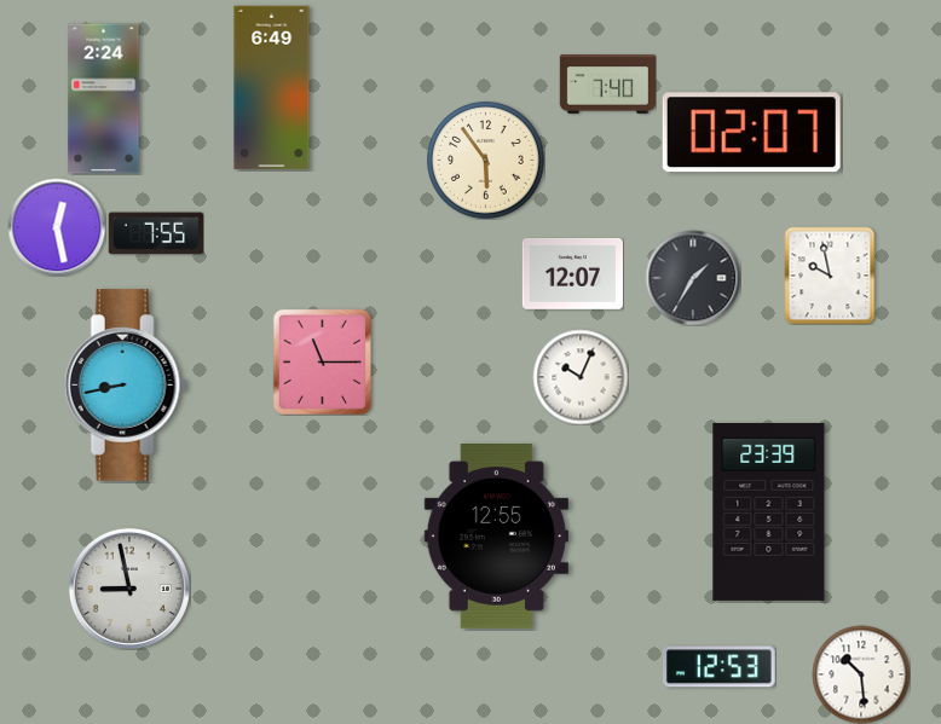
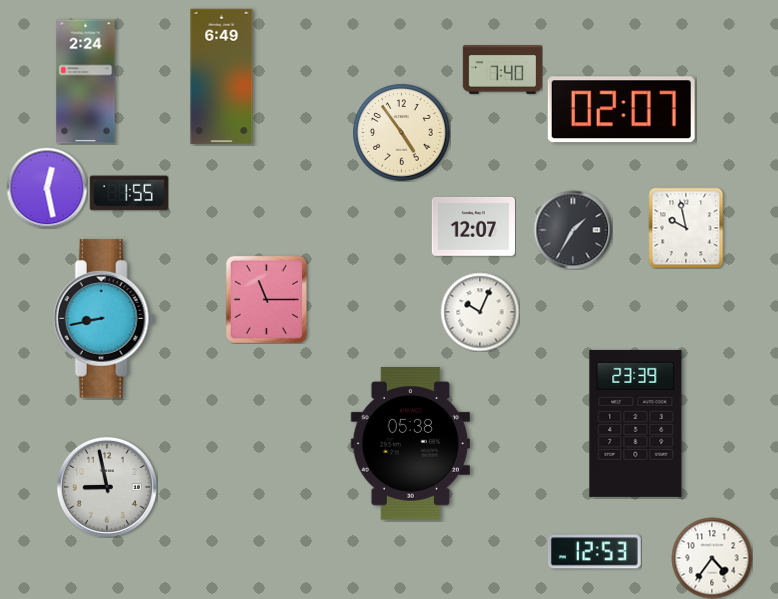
clock at (272, 88) position: (272, 88) -> (222, 77)
clock at (486, 161): 5:54 -> 4:54
clock at (156, 233): 7:55 -> 1:55
clock at (496, 537): 12:55 -> 05:38
clock at (861, 674): 10:29 -> 4:36
